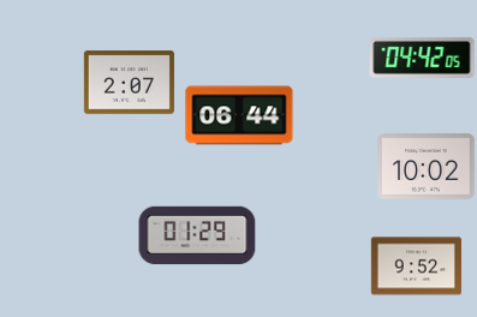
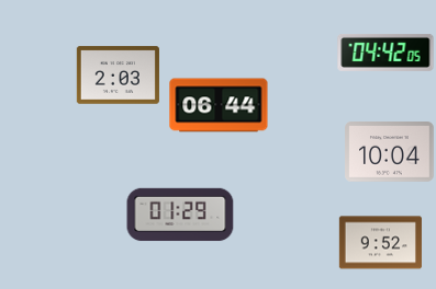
clock at (129, 83): 2:07 -> 2:03
clock at (427, 167): 10:02 -> 10:04
